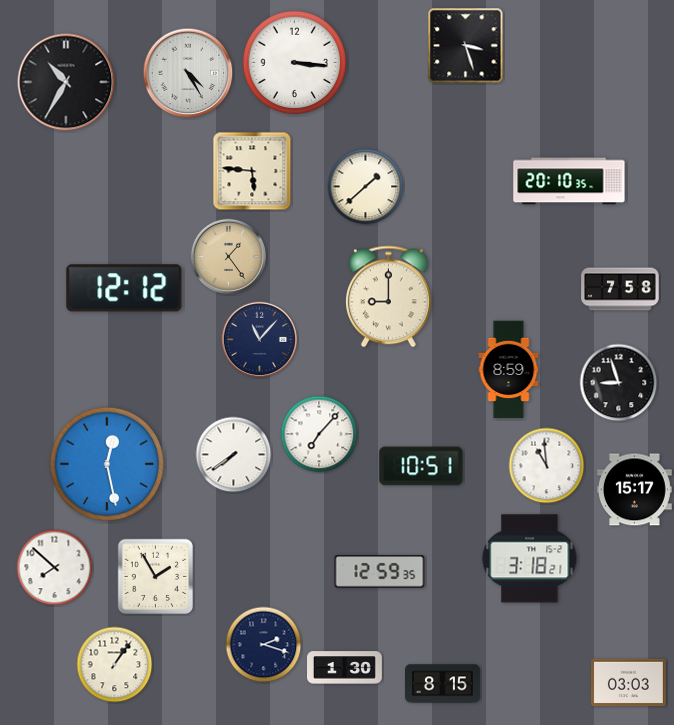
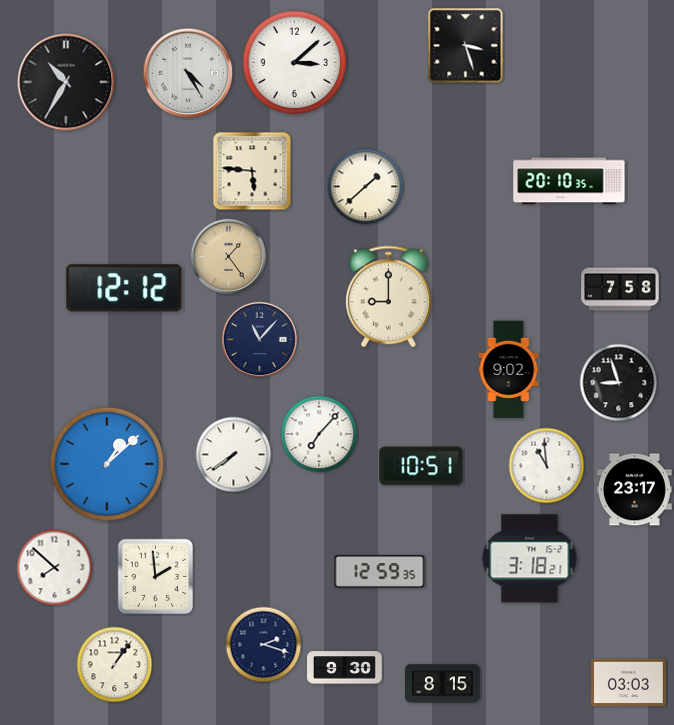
clock at (295, 63): 3:16 -> 3:08
clock at (509, 370): 8:59 -> 9:02
clock at (107, 464): 12:28 -> 1:08
clock at (634, 490): 15:17 -> 23:17
clock at (156, 577): 1:55 -> 1:59
clock at (345, 668): 1:30 -> 9:30
